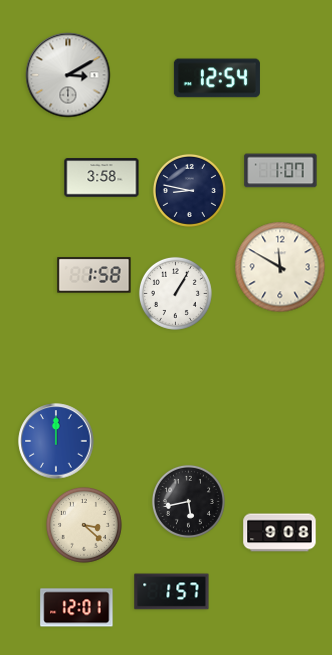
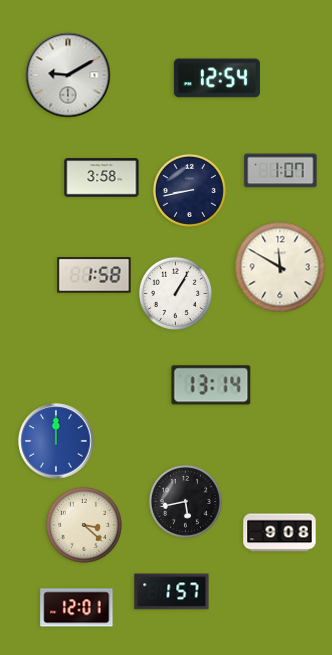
clock at (68, 75): 3:10 -> 9:10
clock at (189, 190): 8:47 -> 8:43
clock at (211, 385): none -> 13:14
clock at (188, 501) position: (188, 501) -> (185, 501)
